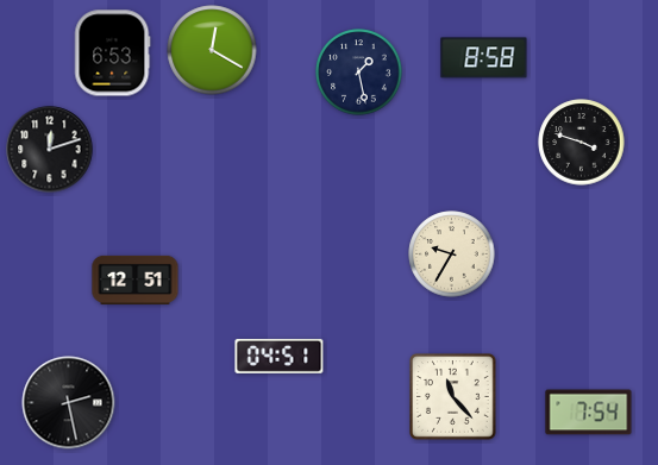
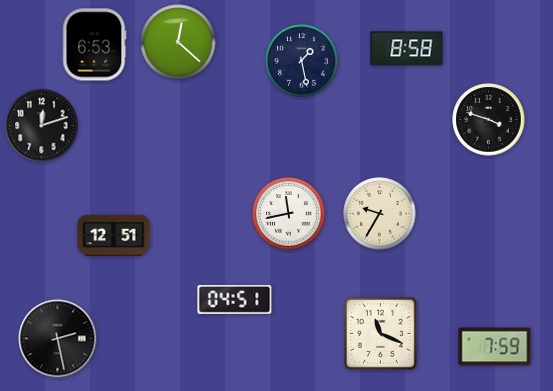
clock at (212, 50): 12:20 -> 12:22
clock at (289, 214): none -> 11:43
clock at (453, 397): 11:23 -> 11:19
clock at (589, 413): 7:54 -> 7:59
